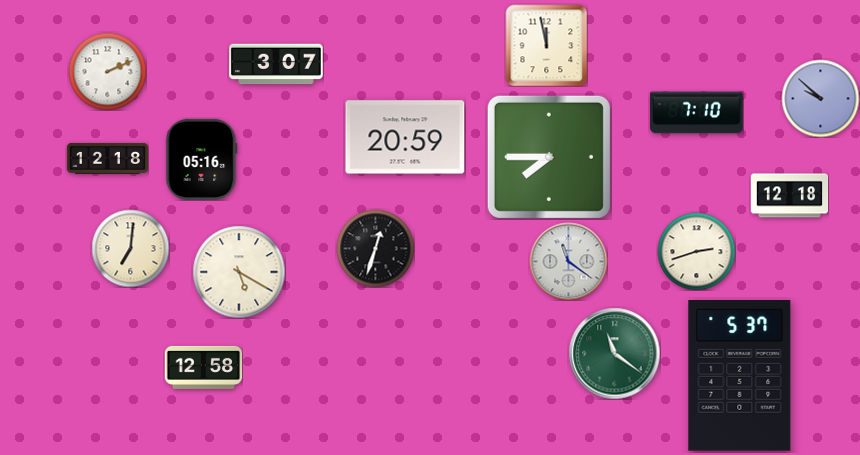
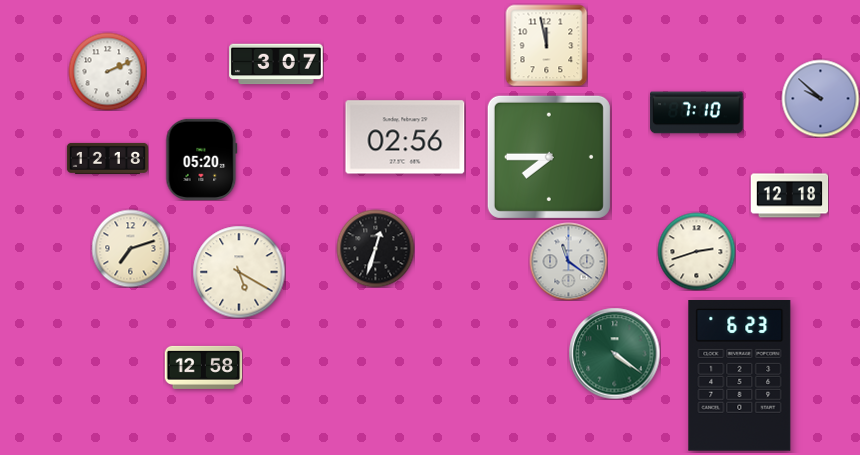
clock at (405, 137): 20:59 -> 02:56
clock at (202, 159): 05:16 -> 05:20
clock at (130, 248): 7:01 -> 7:12
clock at (614, 353): 11:21 -> 4:21
clock at (740, 376): 5:37 -> 6:23
